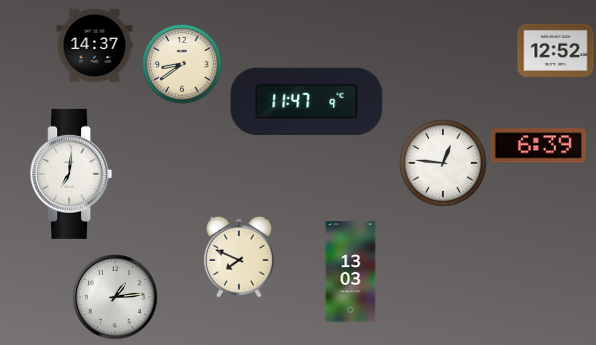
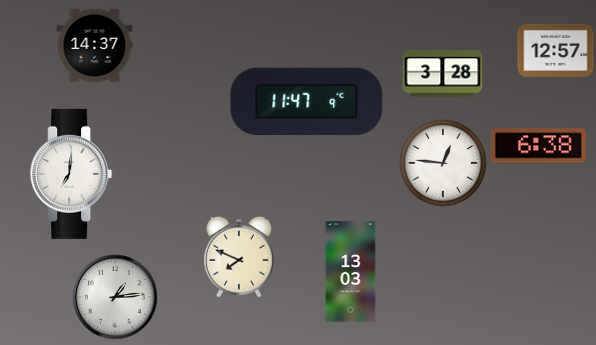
clock at (556, 50): 12:52 -> 12:57
clock at (182, 64): 8:39 -> none
clock at (443, 74): none -> 3:28
clock at (538, 146): 6:39 -> 6:38
